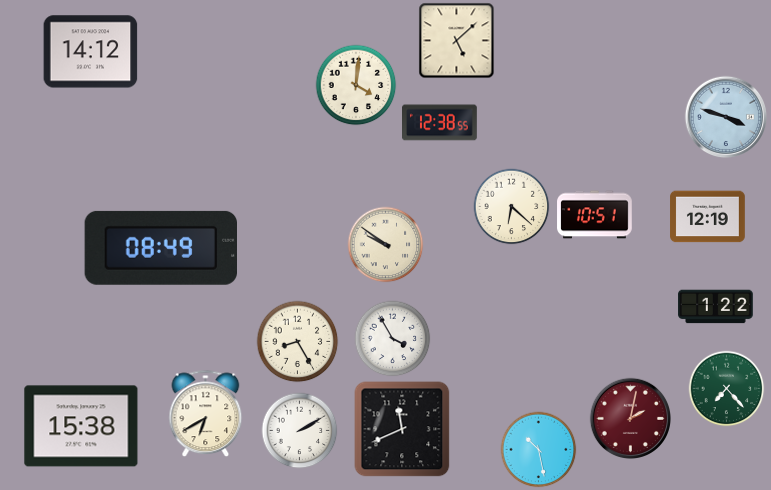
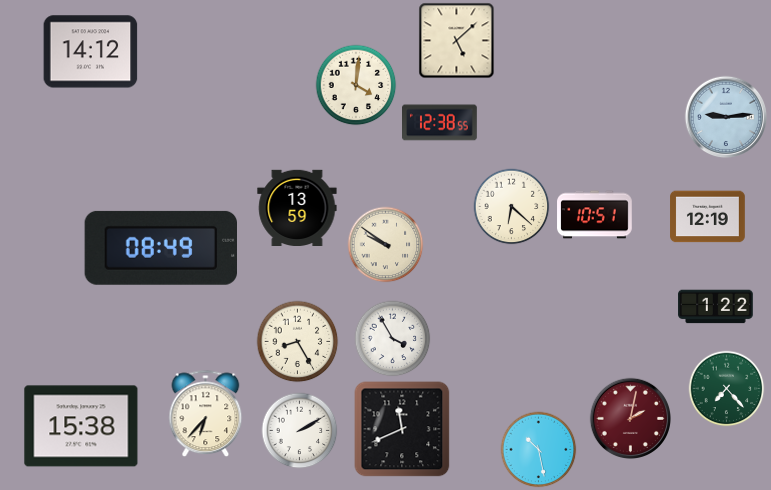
clock at (726, 117): 3:48 -> 9:14
clock at (297, 207): none -> 13:59
clock at (206, 414): 6:40 -> 6:37
